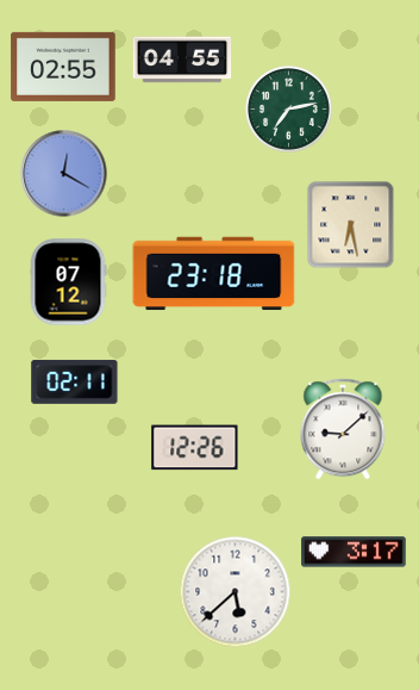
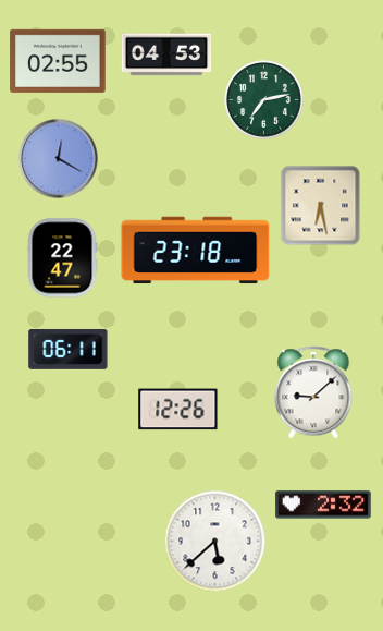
clock at (182, 60): 04:55 -> 04:53
clock at (68, 282): 07:12 -> 22:47
clock at (75, 381): 02:11 -> 06:11
clock at (354, 552): 3:17 -> 2:32
